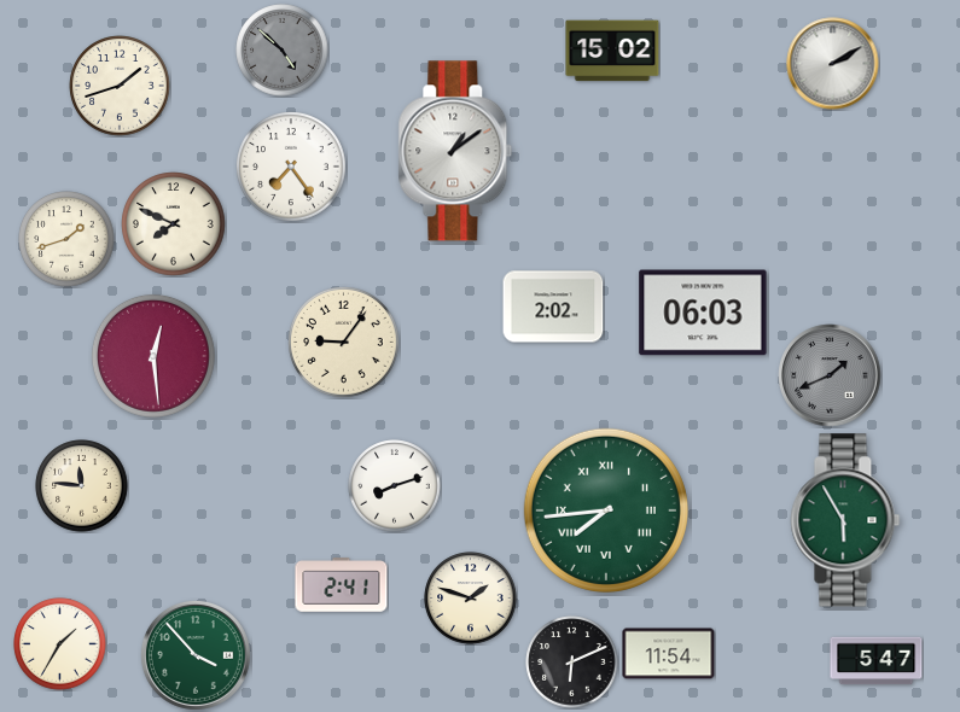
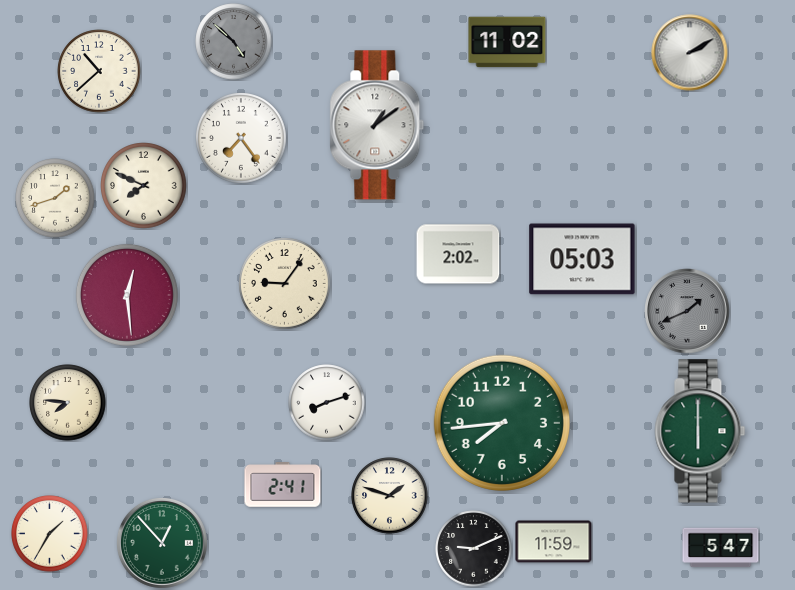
clock at (612, 51): 15:02 -> 11:02
clock at (120, 86): 1:42 -> 10:38
clock at (703, 313): 06:03 -> 05:03
clock at (82, 486): 11:46 -> 7:46
clock at (606, 510) numerals: Roman -> Arabic
clock at (845, 520): 5:55 -> 6:00
clock at (669, 654): 11:54 -> 11:59
clock at (196, 655): 3:53 -> 12:53
clock at (877, 661) position: (877, 661) -> (721, 548)
clock at (572, 663): 6:11 -> 9:11
